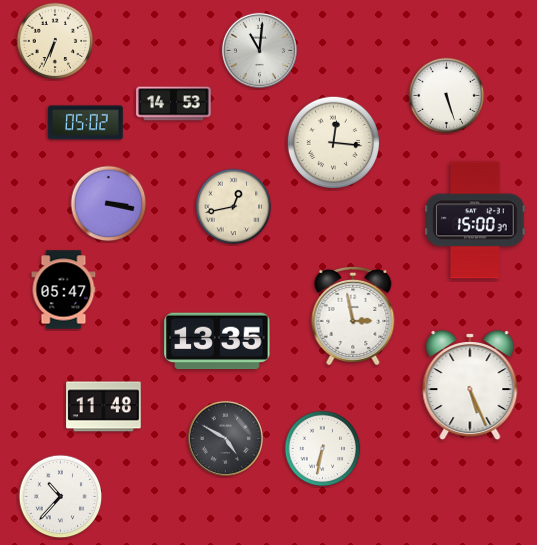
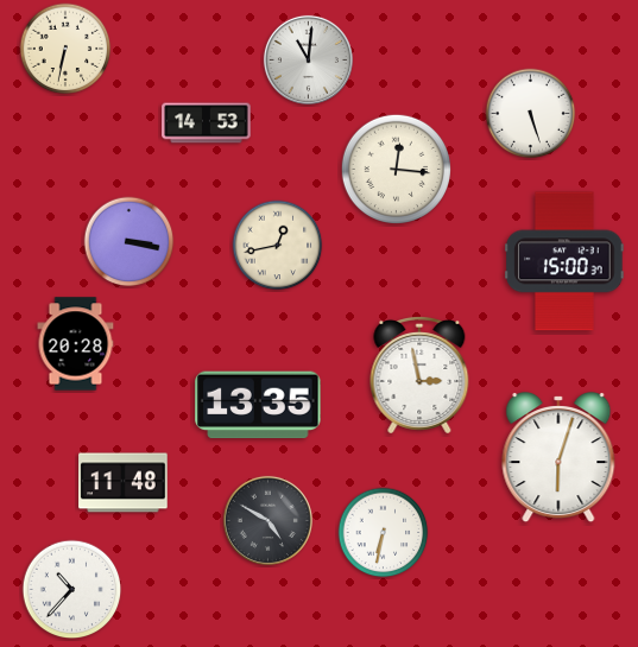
clock at (55, 41): 6:34 -> 6:32
clock at (86, 123): 05:02 -> none
clock at (64, 290): 05:47 -> 20:28
clock at (470, 386): 5:26 -> 6:03
